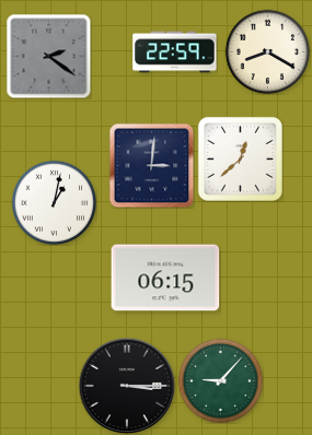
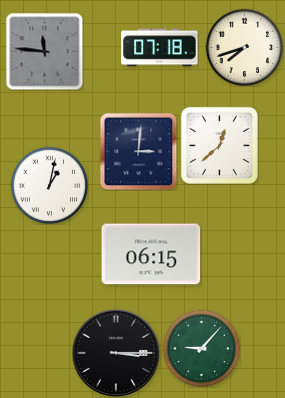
clock at (267, 51): 8:20 -> 7:42
clock at (175, 52): 22:59 -> 07:18
clock at (48, 56): 2:21 -> 11:46
